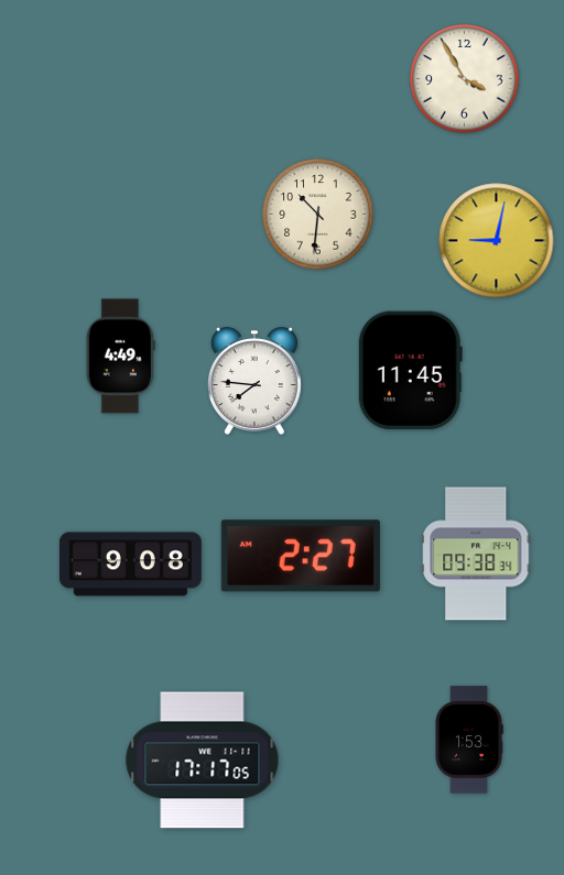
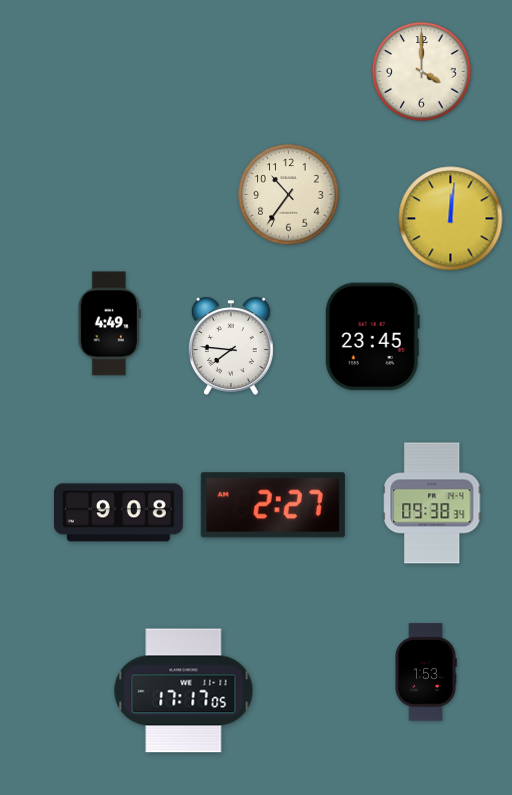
clock at (465, 79): 3:55 -> 4:00
clock at (318, 215): 10:31 -> 10:36
clock at (497, 241): 9:02 -> 12:01
clock at (410, 371): 11:45 -> 23:45
